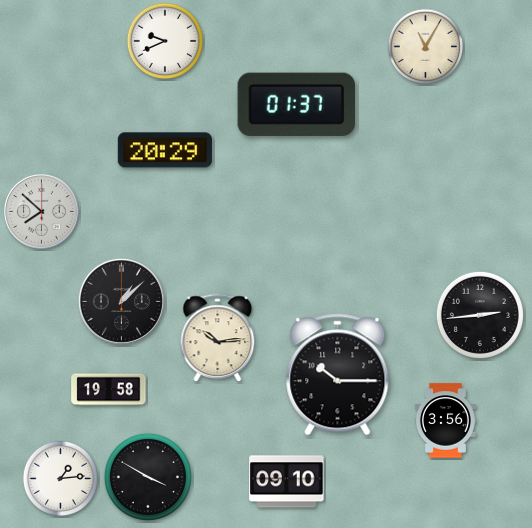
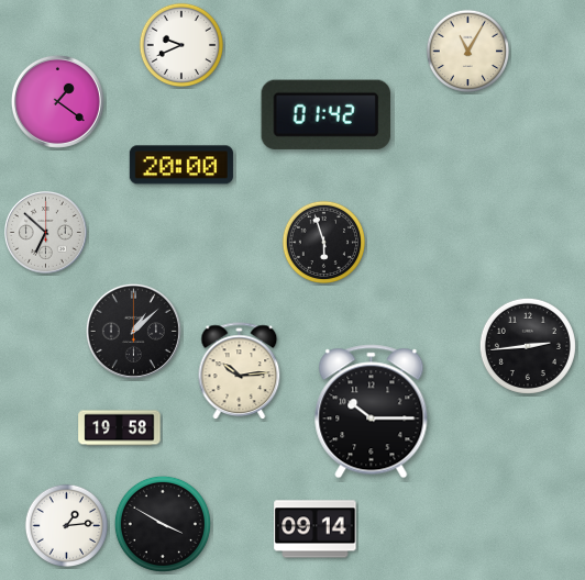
clock at (57, 101): none -> 1:21
clock at (296, 104): 01:37 -> 01:42
clock at (165, 150): 20:29 -> 20:00
clock at (42, 212): 7:52 -> 6:52
clock at (323, 242): none -> 5:57
clock at (445, 421): 3:56 -> none
clock at (287, 482): 09:10 -> 09:14
